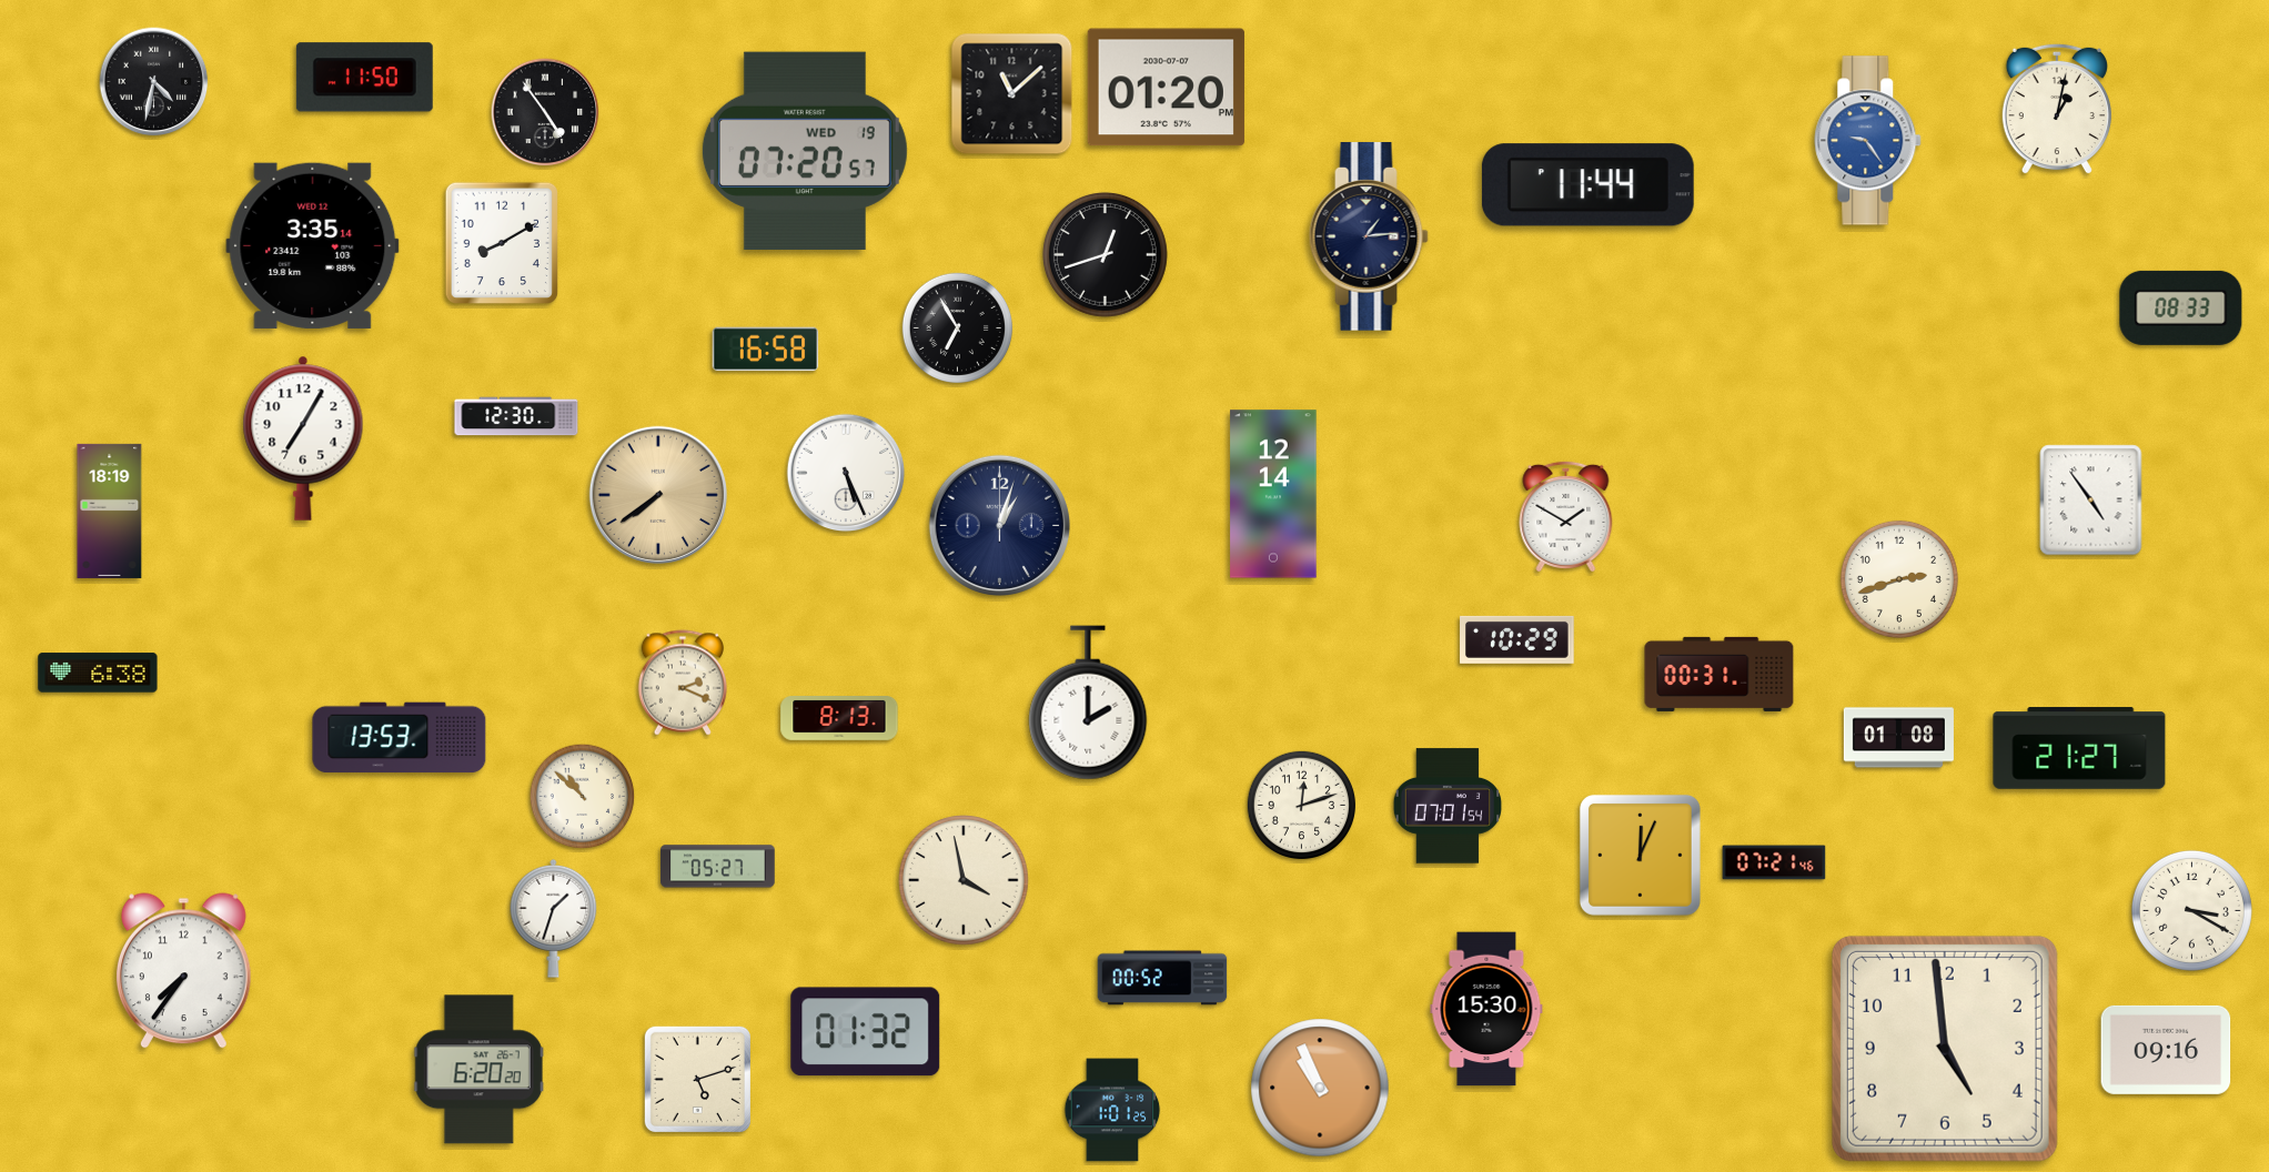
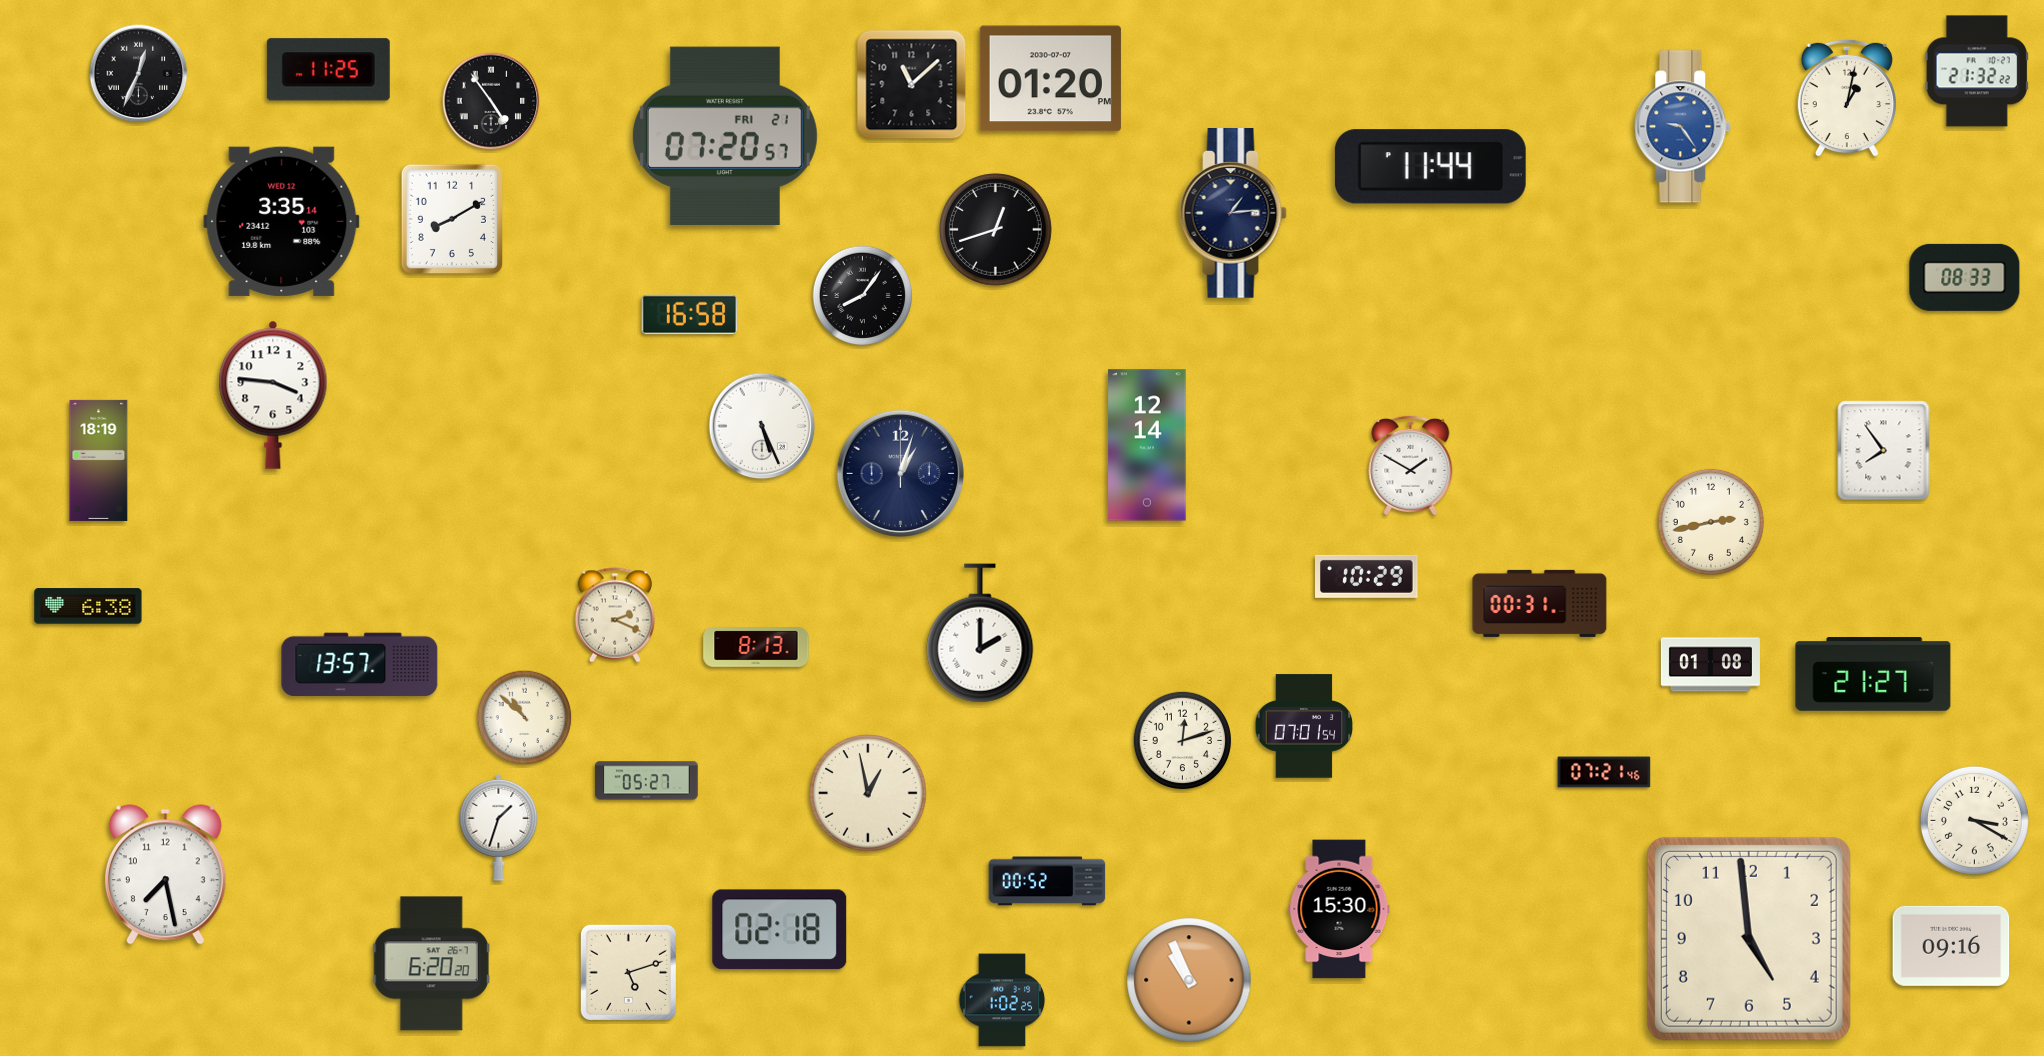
clock at (364, 78): 11:50 -> 11:25
clock at (1977, 71): none -> 21:32
clock at (154, 82): 4:32 -> 12:34
clock at (2057, 109) position: (2057, 109) -> (1847, 98)
clock at (805, 150) date: WED 19 -> FRI 21
clock at (957, 327): 6:55 -> 8:06
clock at (516, 416): 12:30 -> none
clock at (303, 438): 7:05 -> 3:46
clock at (657, 494): 7:39 -> none
clock at (2091, 501): 4:54 -> 7:54
clock at (1899, 579): 2:42 -> 2:43
clock at (1720, 674) position: (1720, 674) -> (1540, 603)
clock at (400, 738): 13:53 -> 13:57
clock at (1302, 806) position: (1302, 806) -> (1183, 741)
clock at (1640, 855): 12:04 -> none
clock at (1774, 862) position: (1774, 862) -> (1604, 772)
clock at (964, 880): 3:58 -> 12:58
clock at (184, 971): 7:36 -> 7:28
clock at (866, 1032): 01:32 -> 02:18
clock at (1945, 1049) position: (1945, 1049) -> (1749, 939)
clock at (1112, 1110): 1:01 -> 1:02
